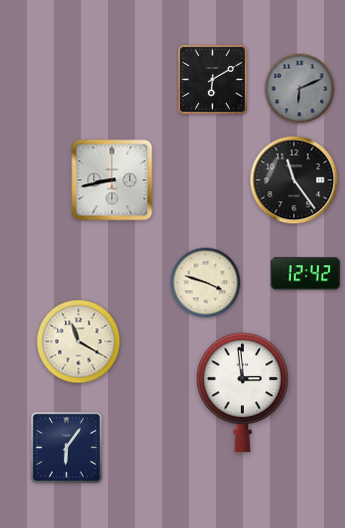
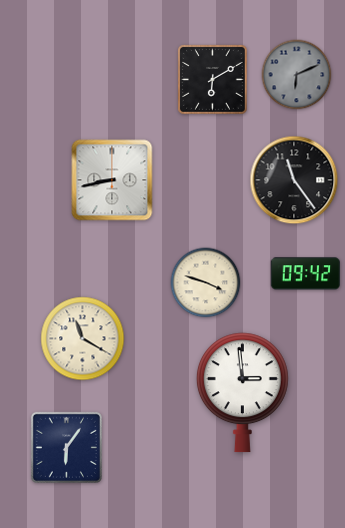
clock at (300, 89) position: (300, 89) -> (297, 75)
clock at (305, 274): 12:42 -> 09:42
clock at (79, 342) position: (79, 342) -> (83, 339)
